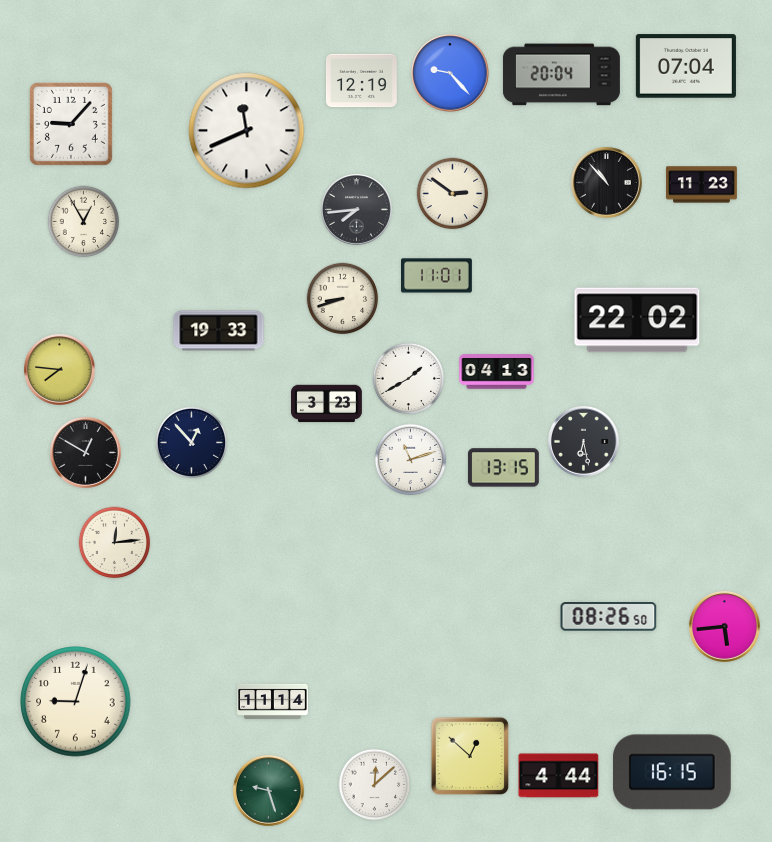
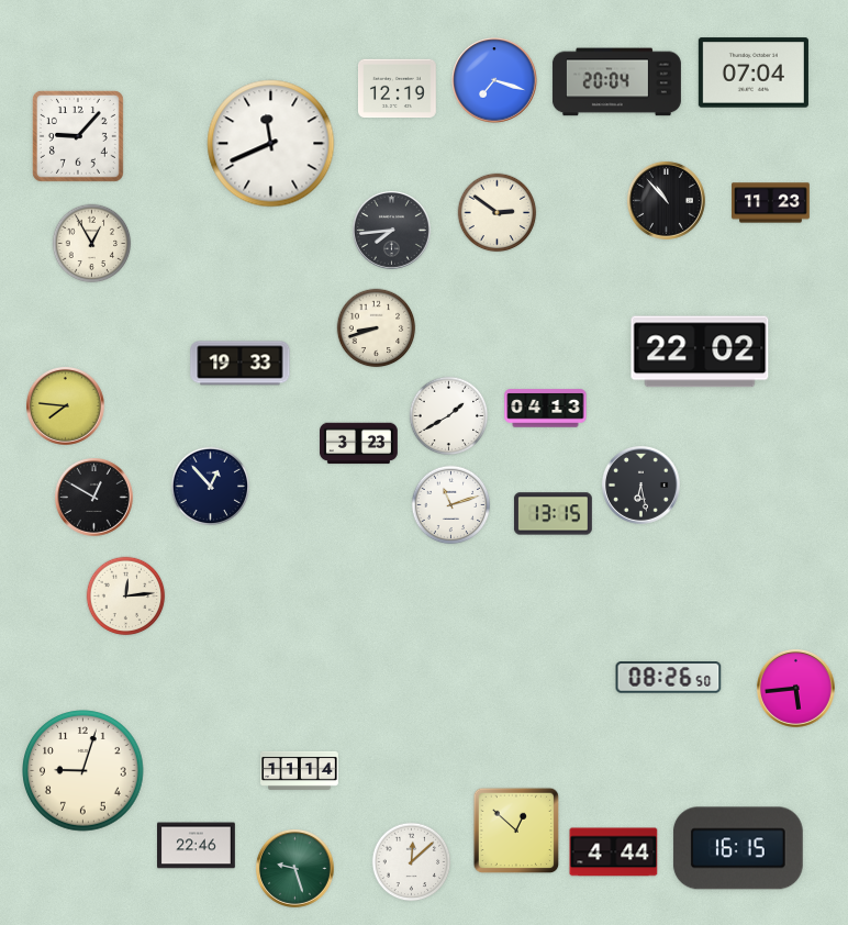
clock at (450, 73): 9:23 -> 7:18
clock at (437, 276): 11:01 -> none
clock at (197, 846): none -> 22:46
